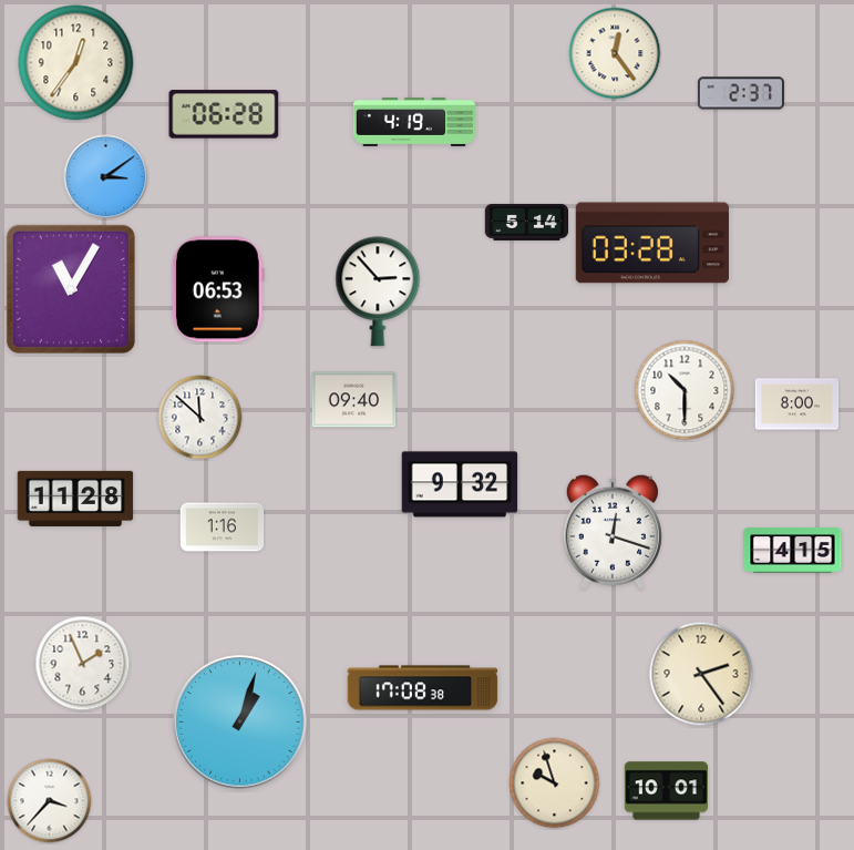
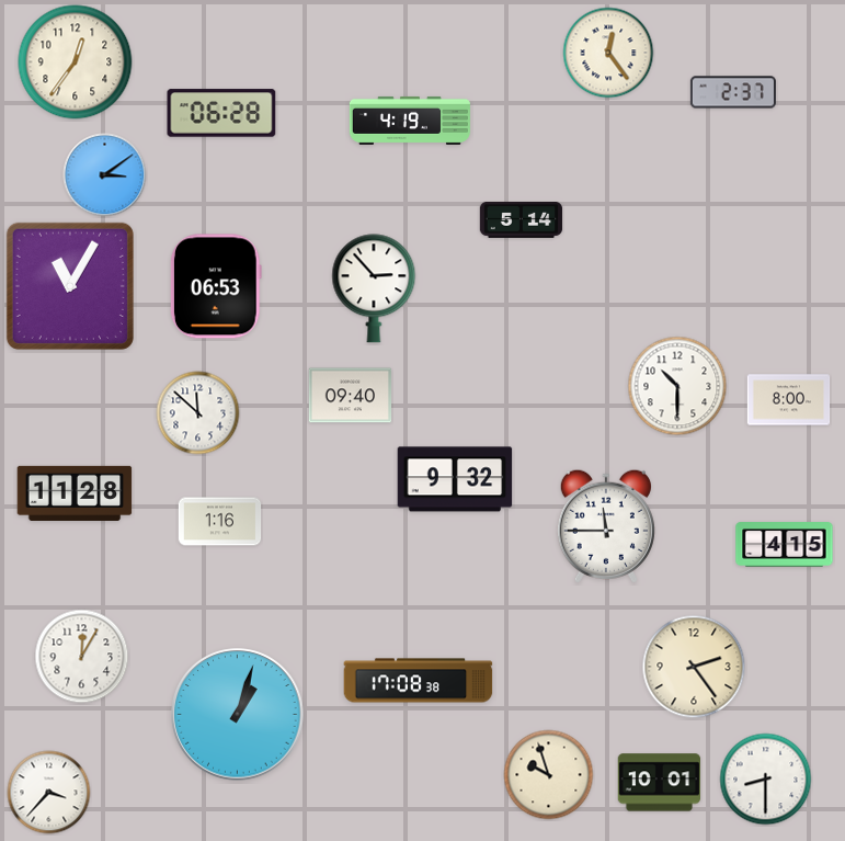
clock at (652, 243): 03:28 -> none
clock at (613, 532): 12:18 -> 11:45
clock at (83, 664): 1:56 -> 12:05
clock at (766, 780): none -> 8:30
